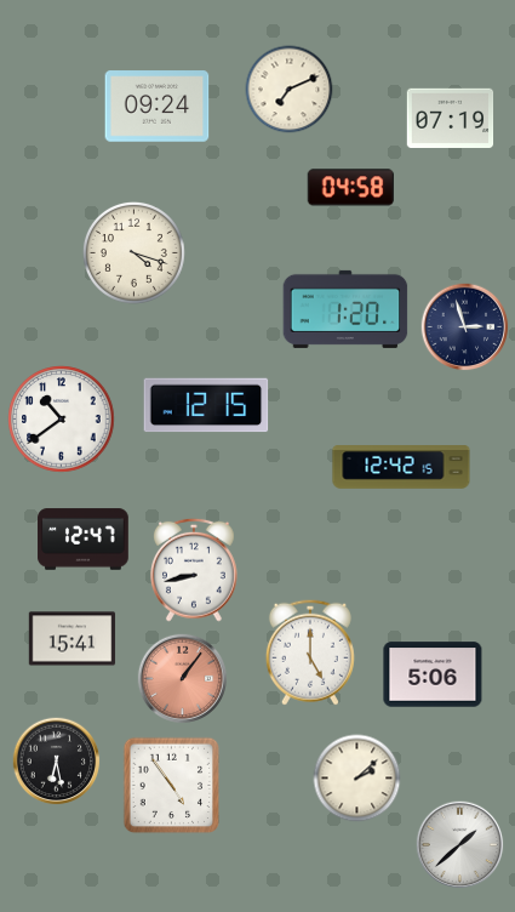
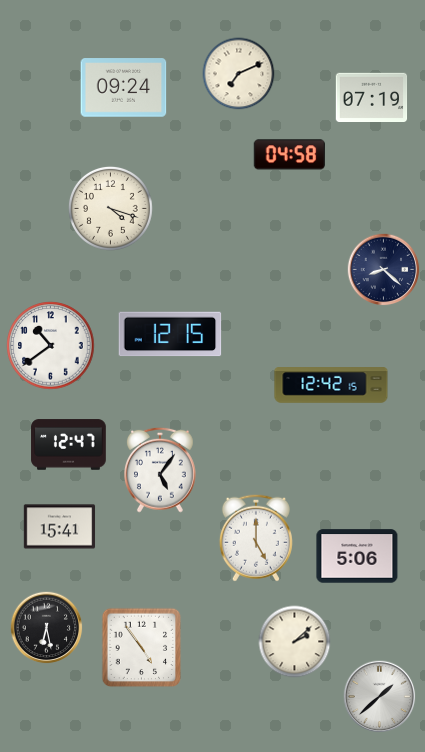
clock at (158, 107) position: (158, 107) -> (124, 88)
clock at (345, 309): 1:20 -> none
clock at (465, 327): 2:57 -> 8:22
clock at (195, 570): 8:43 -> 5:06
clock at (183, 679): 1:06 -> none
